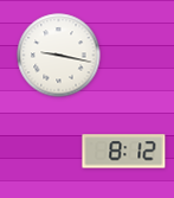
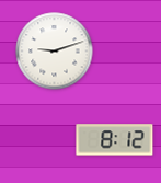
clock at (59, 56): 9:17 -> 9:12
